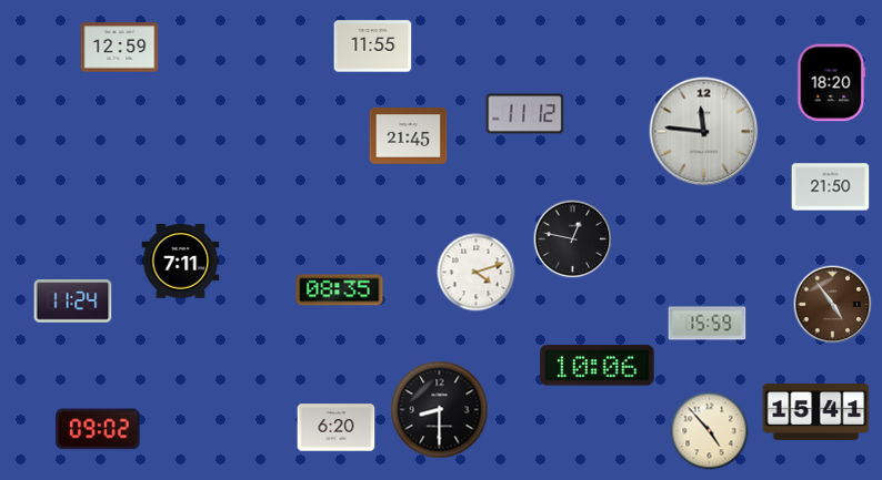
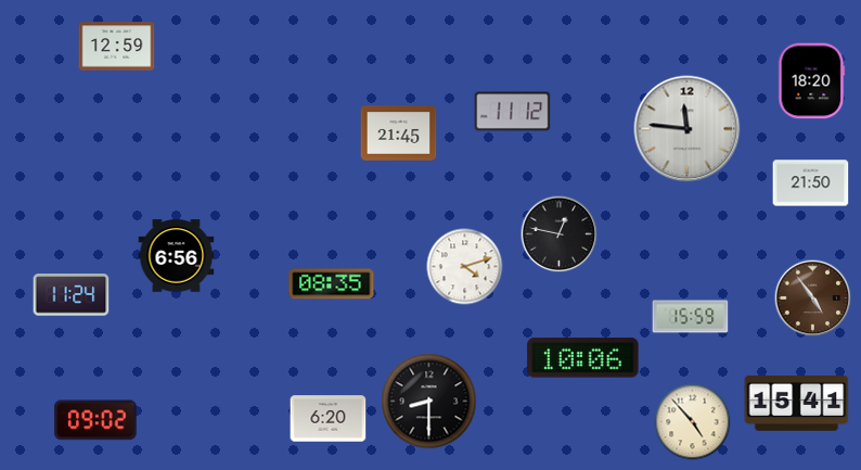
clock at (373, 47): 11:55 -> none
clock at (181, 262): 7:11 -> 6:56
